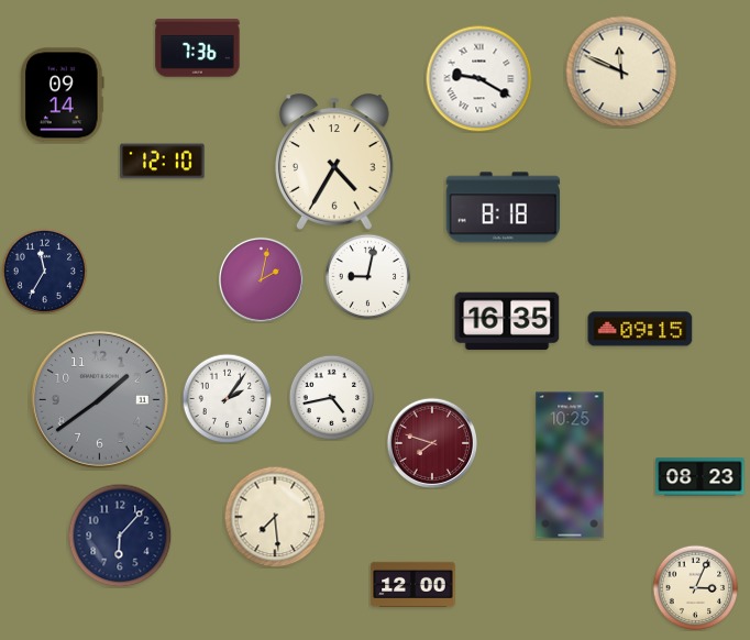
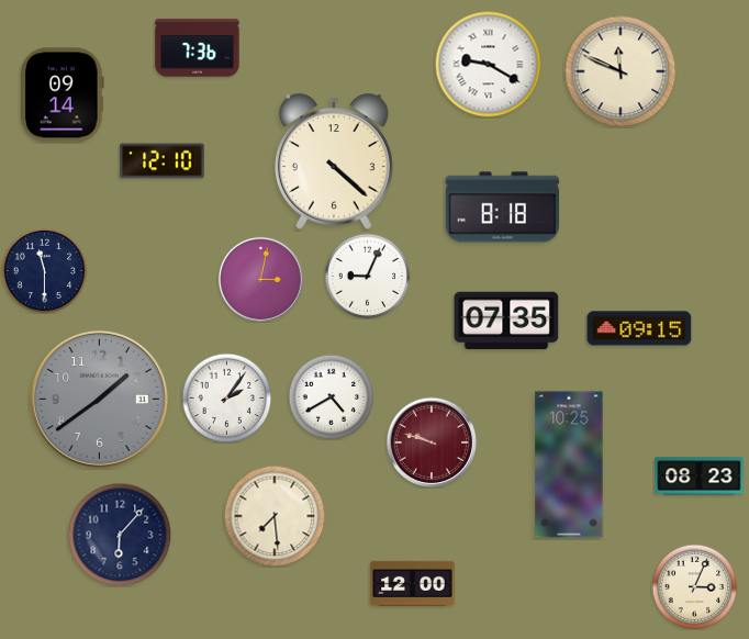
clock at (478, 78) position: (478, 78) -> (488, 64)
clock at (335, 162): 4:35 -> 4:22
clock at (44, 271): 11:35 -> 11:30
clock at (367, 276): 9:02 -> 9:04
clock at (261, 279): 2:02 -> 3:02
clock at (507, 321): 16:35 -> 07:35
clock at (331, 397): 4:43 -> 4:40
clock at (431, 442): 7:48 -> 9:48
